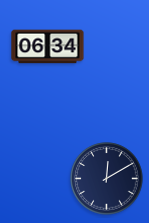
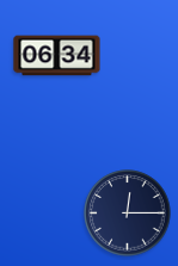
clock at (107, 179): 12:10 -> 12:15
